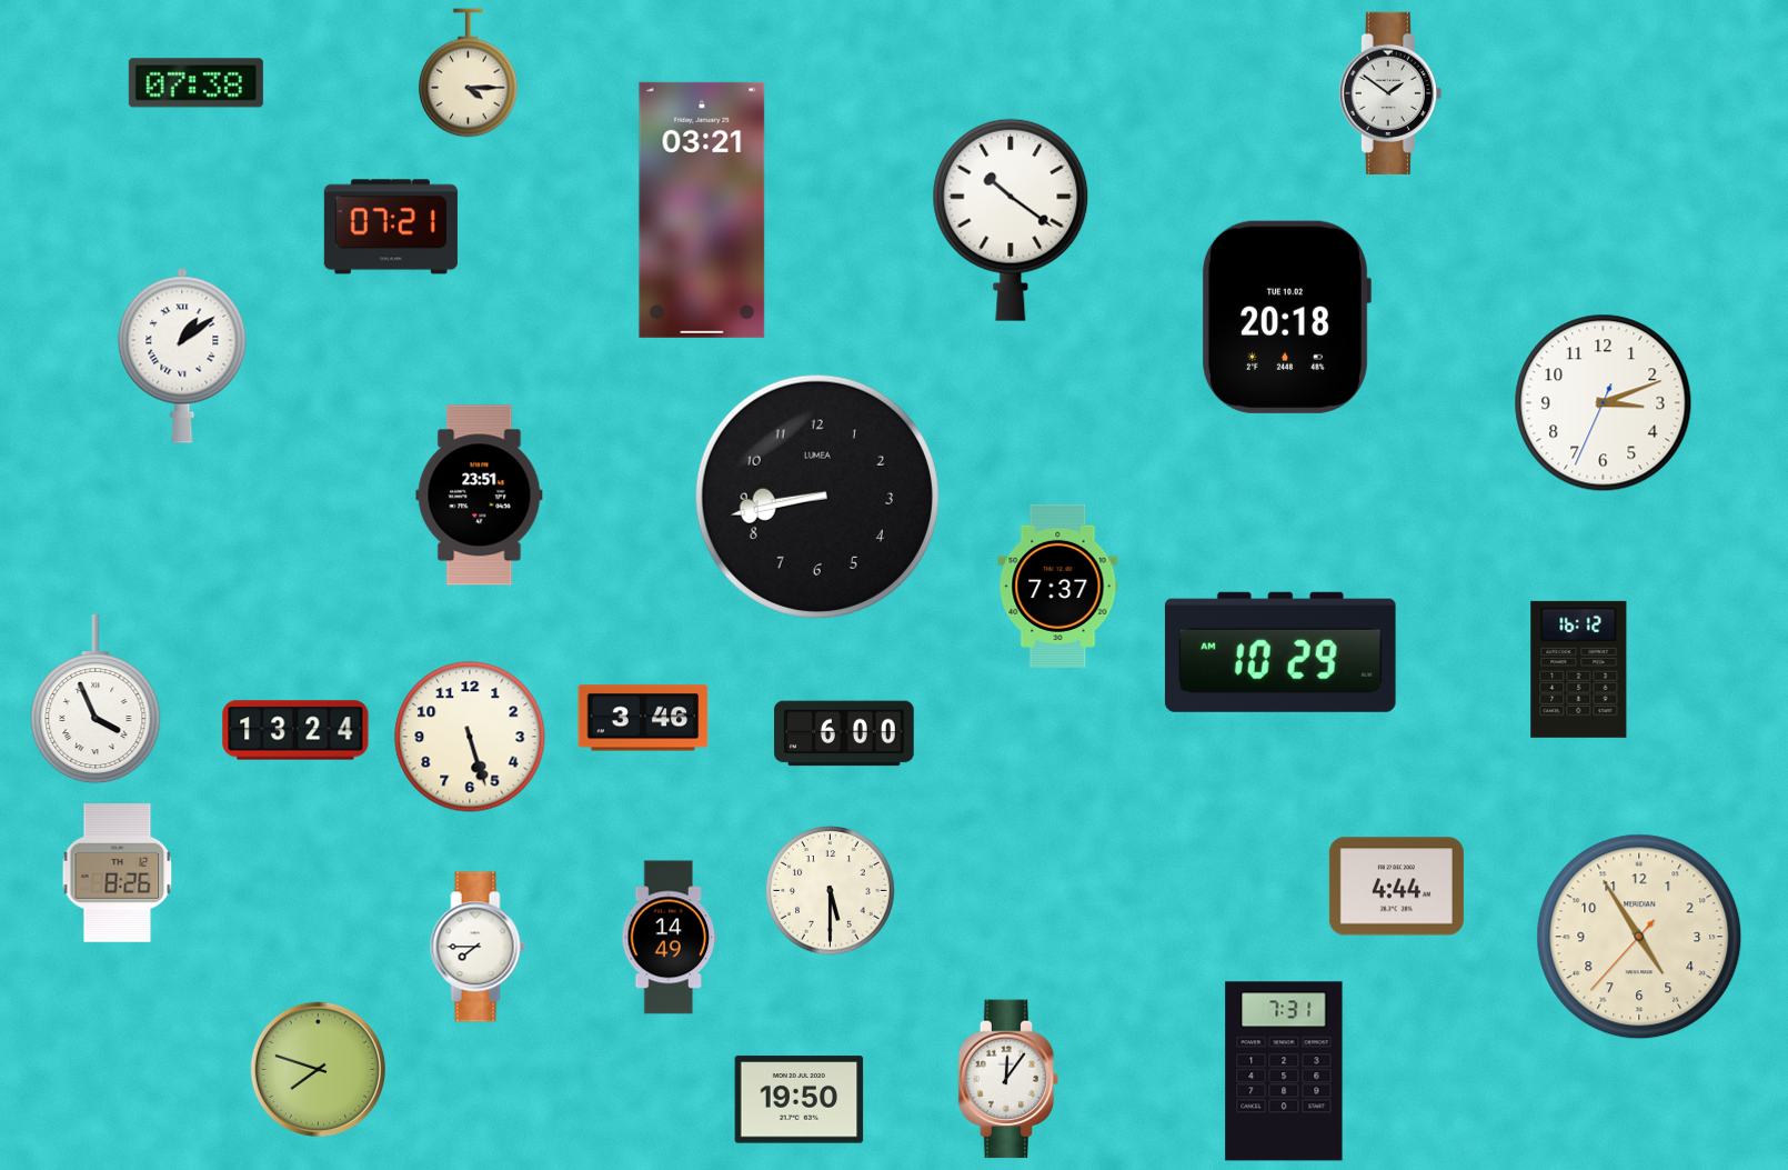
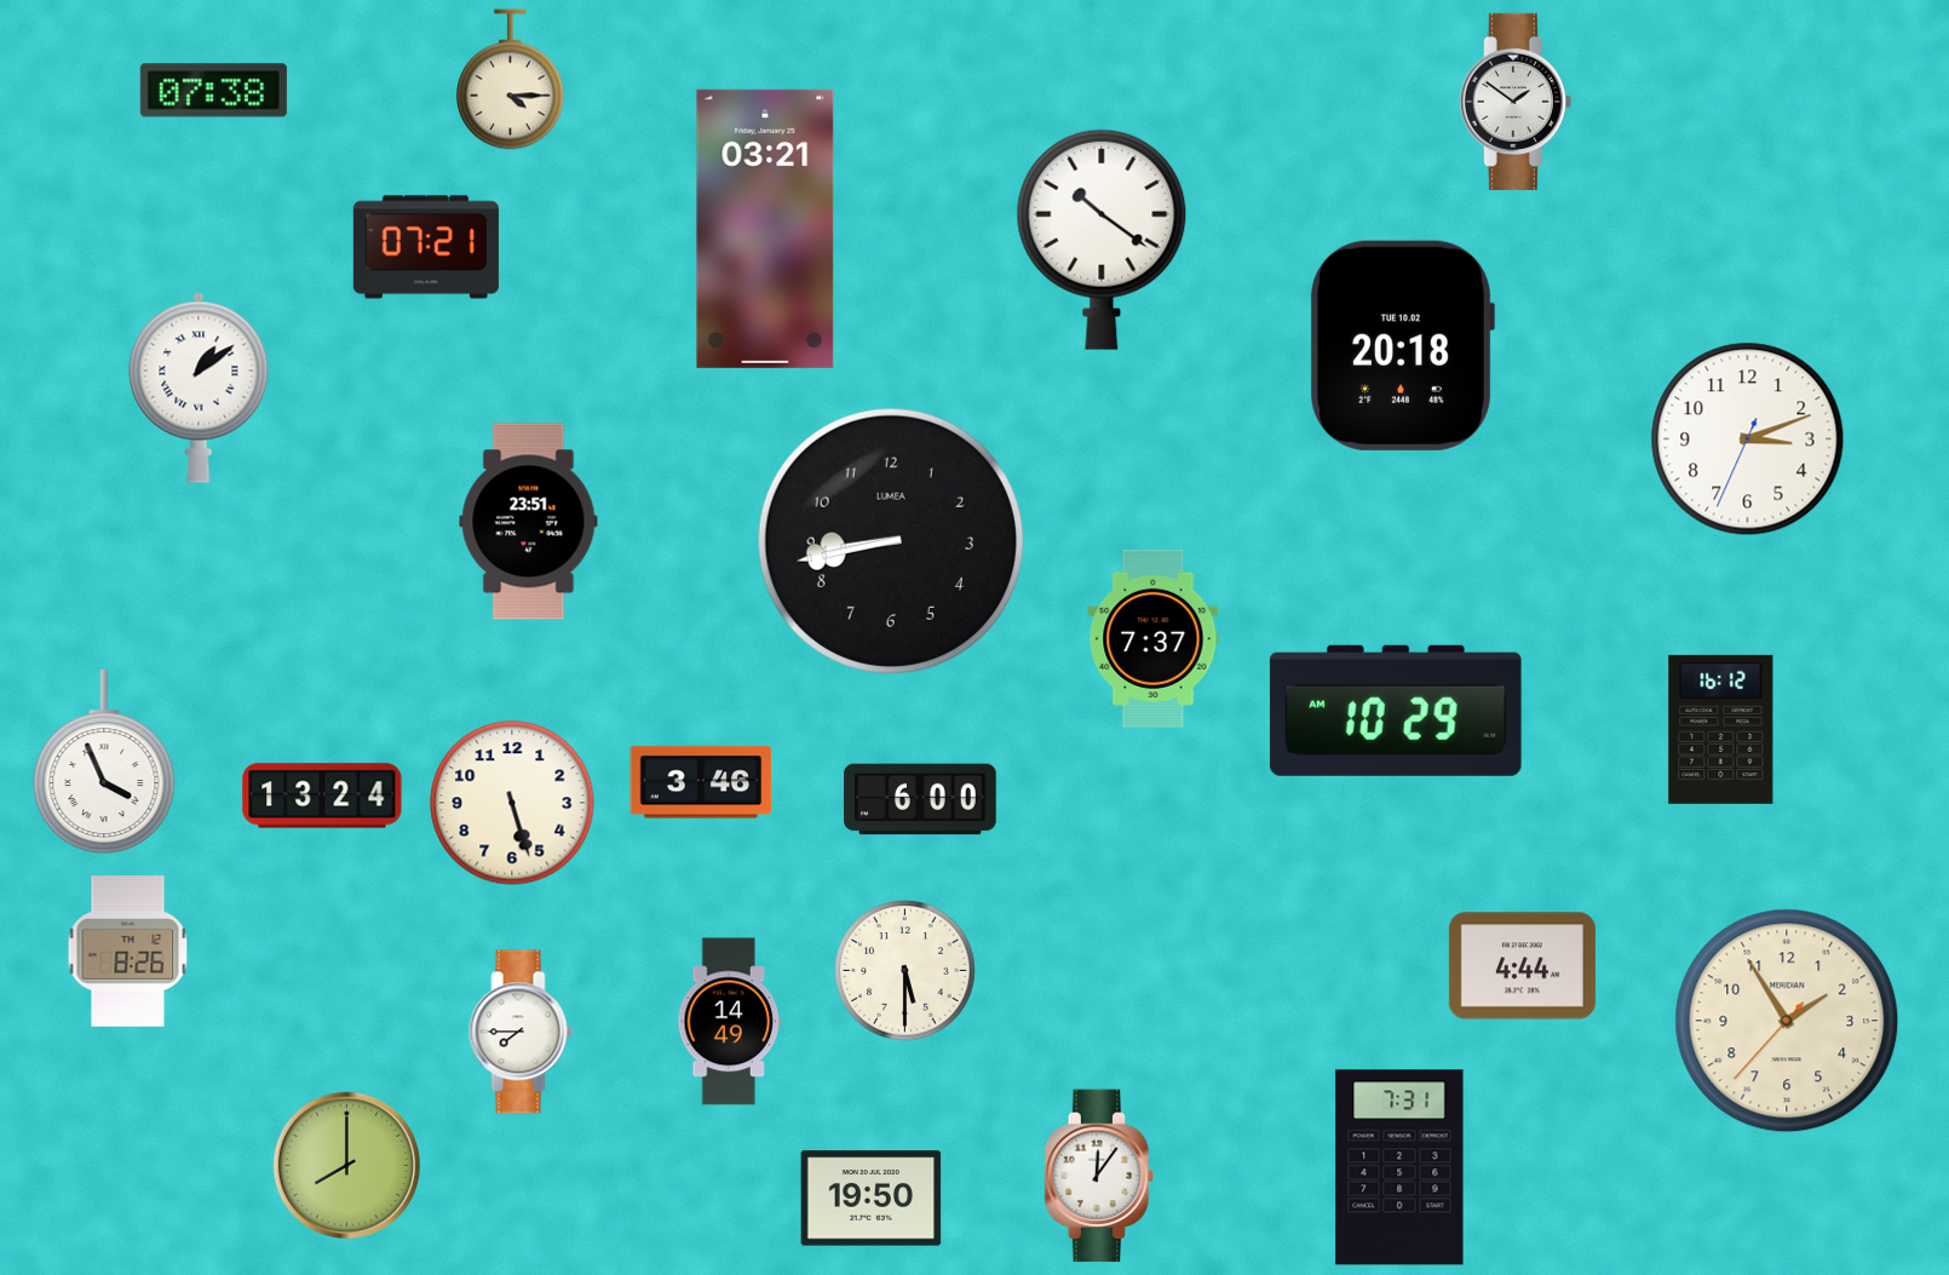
clock at (480, 496) position: (480, 496) -> (529, 522)
clock at (1639, 937): 4:54 -> 1:54
clock at (318, 1069): 7:48 -> 8:00
